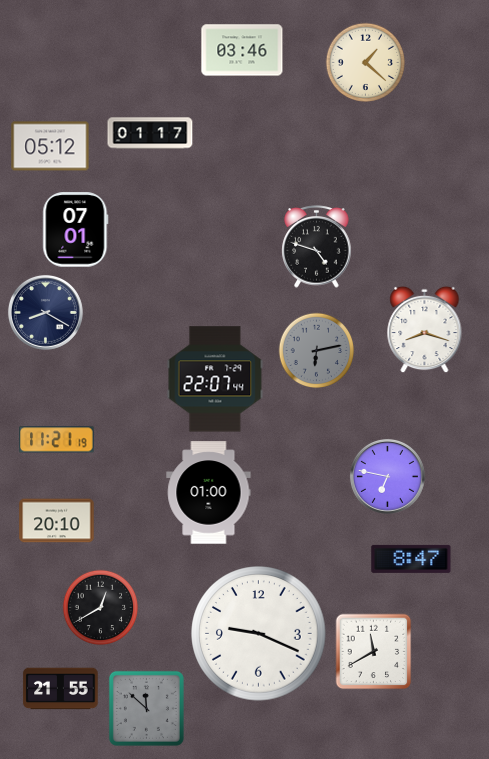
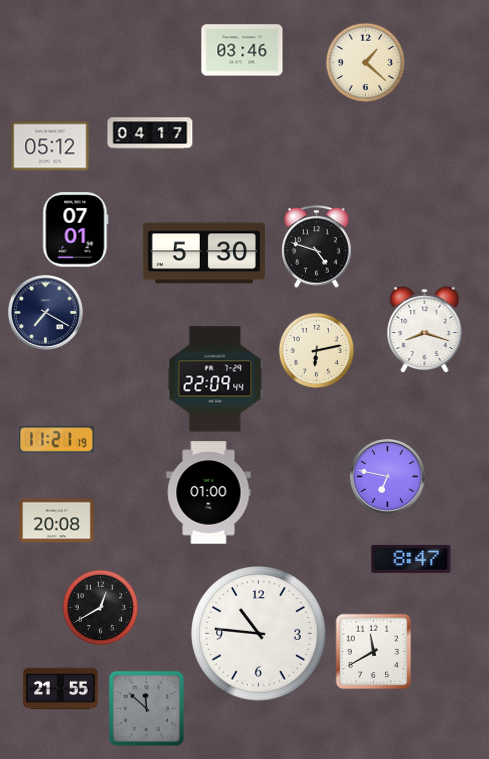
clock at (150, 133): 01:17 -> 04:17
clock at (204, 253): none -> 5:30
clock at (45, 312): 8:20 -> 7:20
clock at (317, 351) dial: grey -> cream
clock at (215, 379): 22:07 -> 22:09
clock at (57, 521): 20:10 -> 20:08
clock at (259, 634): 9:19 -> 10:46
